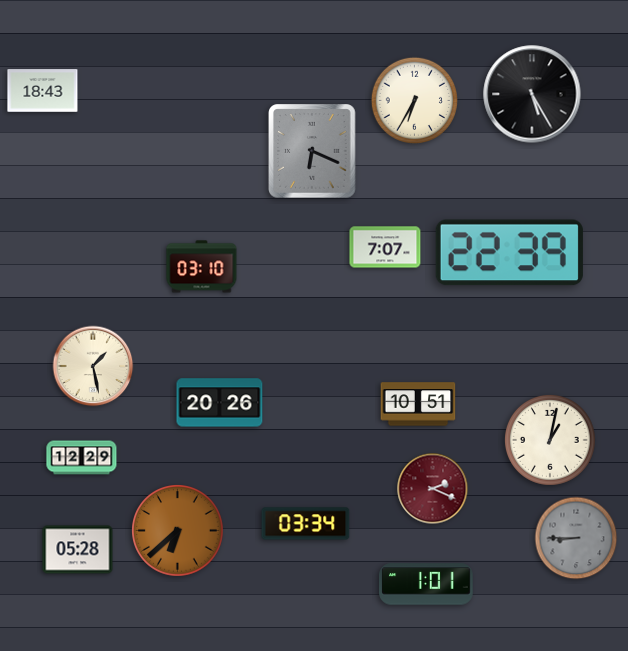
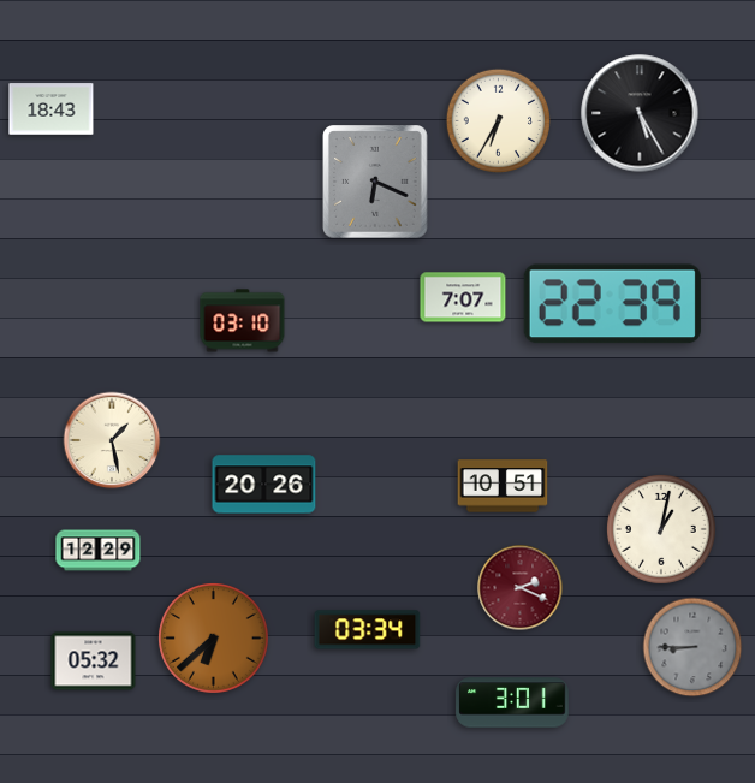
clock at (78, 550): 05:28 -> 05:32
clock at (426, 584): 1:01 -> 3:01
